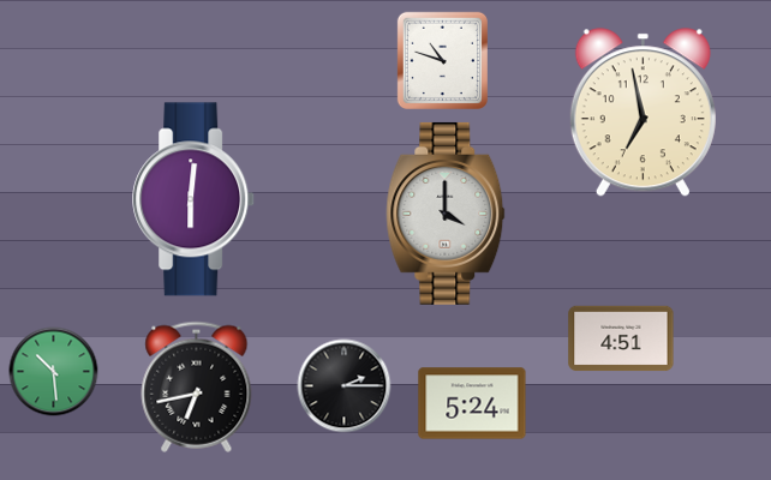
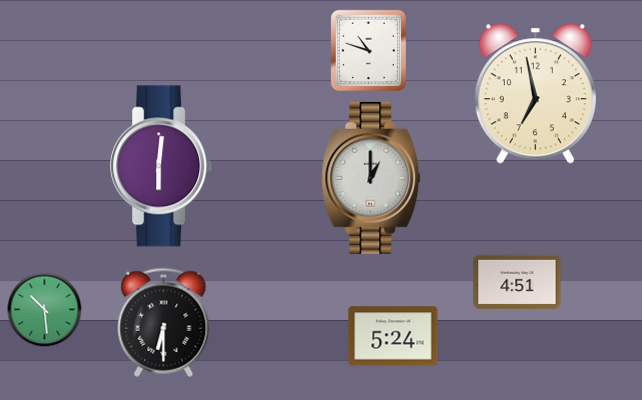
clock at (446, 214): 4:00 -> 1:00
clock at (197, 386): 6:43 -> 6:30
clock at (345, 386): 2:15 -> none
